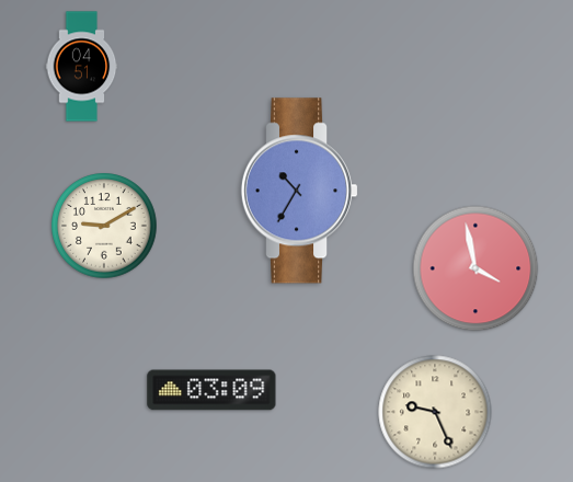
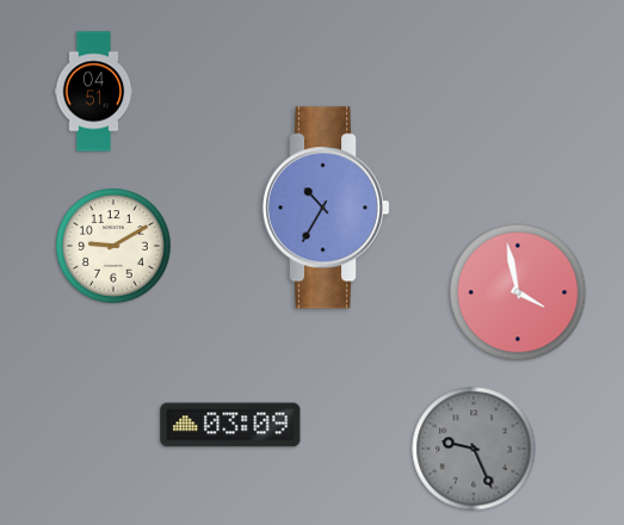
clock at (82, 67) position: (82, 67) -> (94, 92)
clock at (435, 412) dial: cream -> grey
